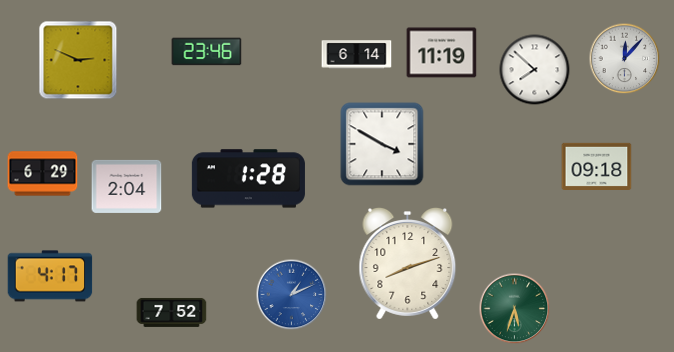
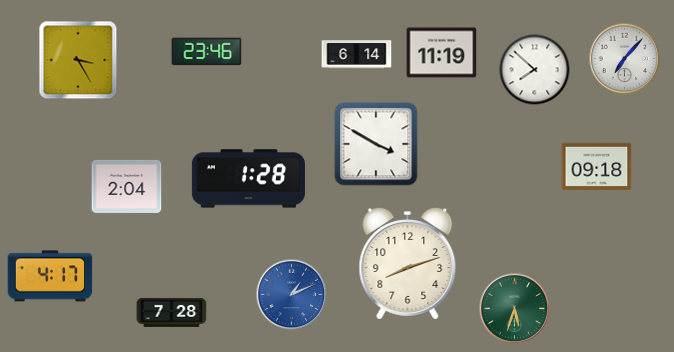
clock at (625, 59): 12:07 -> 7:07
clock at (78, 60): 2:49 -> 3:25
clock at (382, 144) position: (382, 144) -> (376, 144)
clock at (43, 174): 6:29 -> none
clock at (172, 312): 7:52 -> 7:28
